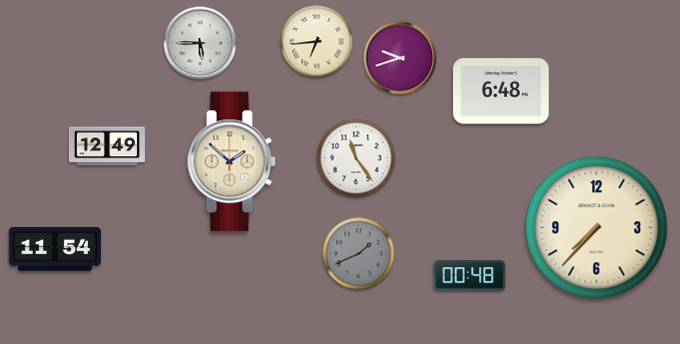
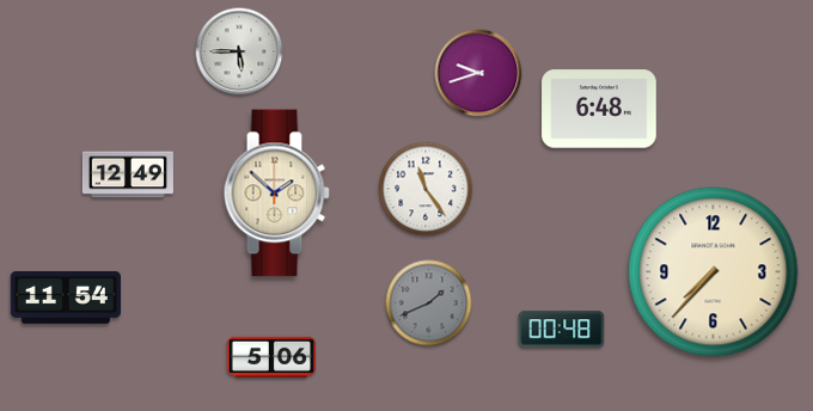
clock at (317, 42): 6:44 -> none
clock at (400, 58) position: (400, 58) -> (478, 73)
clock at (271, 357): none -> 5:06
